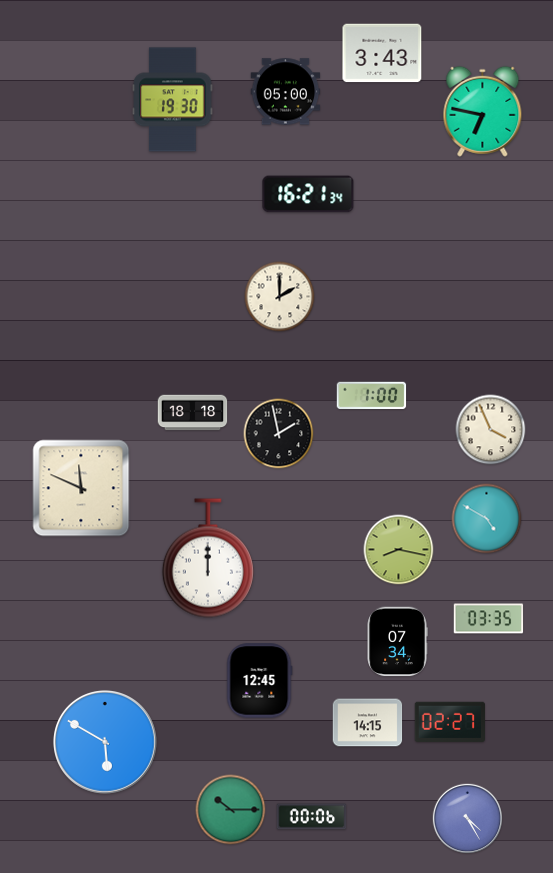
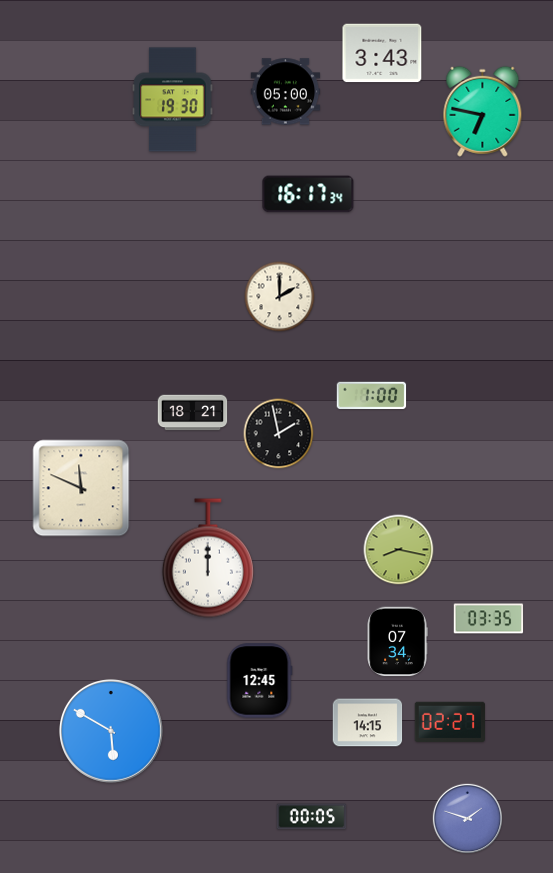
clock at (308, 194): 16:21 -> 16:17
clock at (193, 413): 18:18 -> 18:21
clock at (491, 430): 3:56 -> none
clock at (487, 519): 4:50 -> none
clock at (105, 742) position: (105, 742) -> (111, 731)
clock at (231, 810): 10:15 -> none
clock at (312, 817): 00:06 -> 00:05
clock at (468, 819): 4:25 -> 1:48
